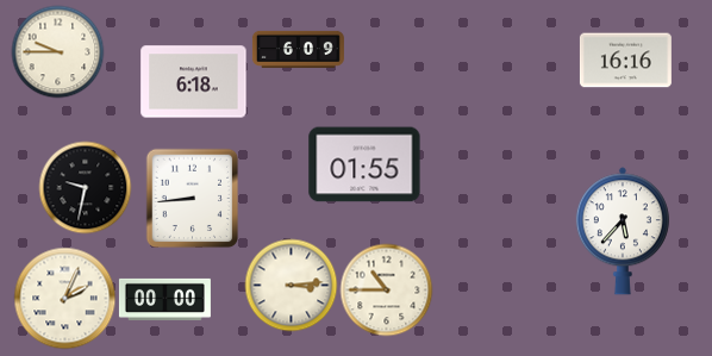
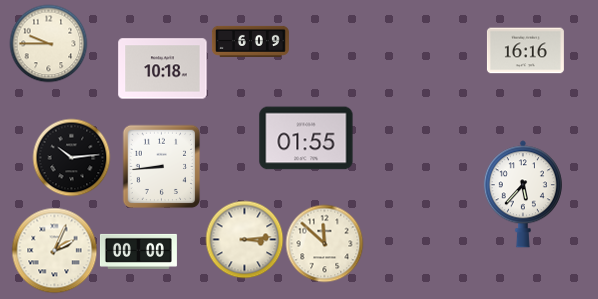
clock at (194, 82): 6:18 -> 10:18
clock at (85, 187): 9:32 -> 10:14
clock at (386, 289): 10:45 -> 11:52
